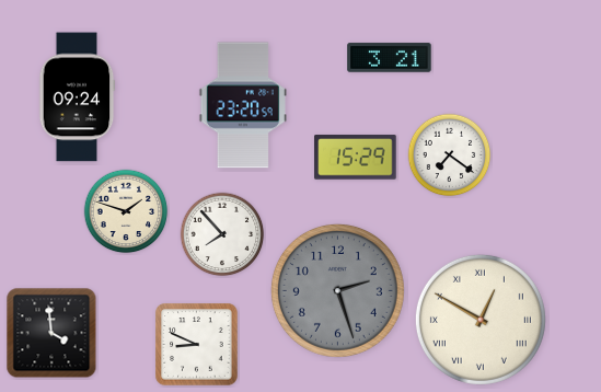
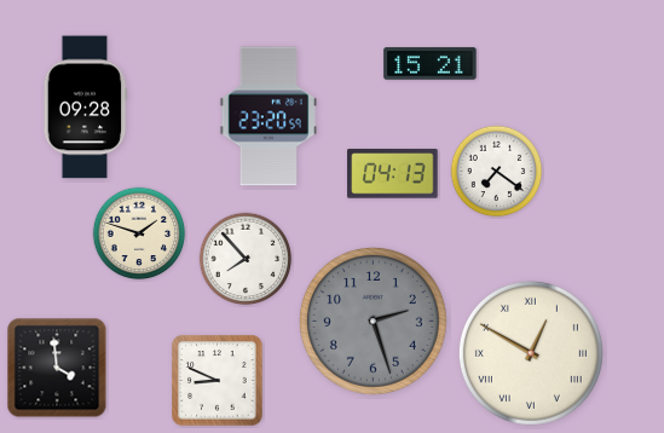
clock at (390, 58): 3:21 -> 15:21
clock at (77, 97): 09:24 -> 09:28
clock at (356, 158): 15:29 -> 04:13
